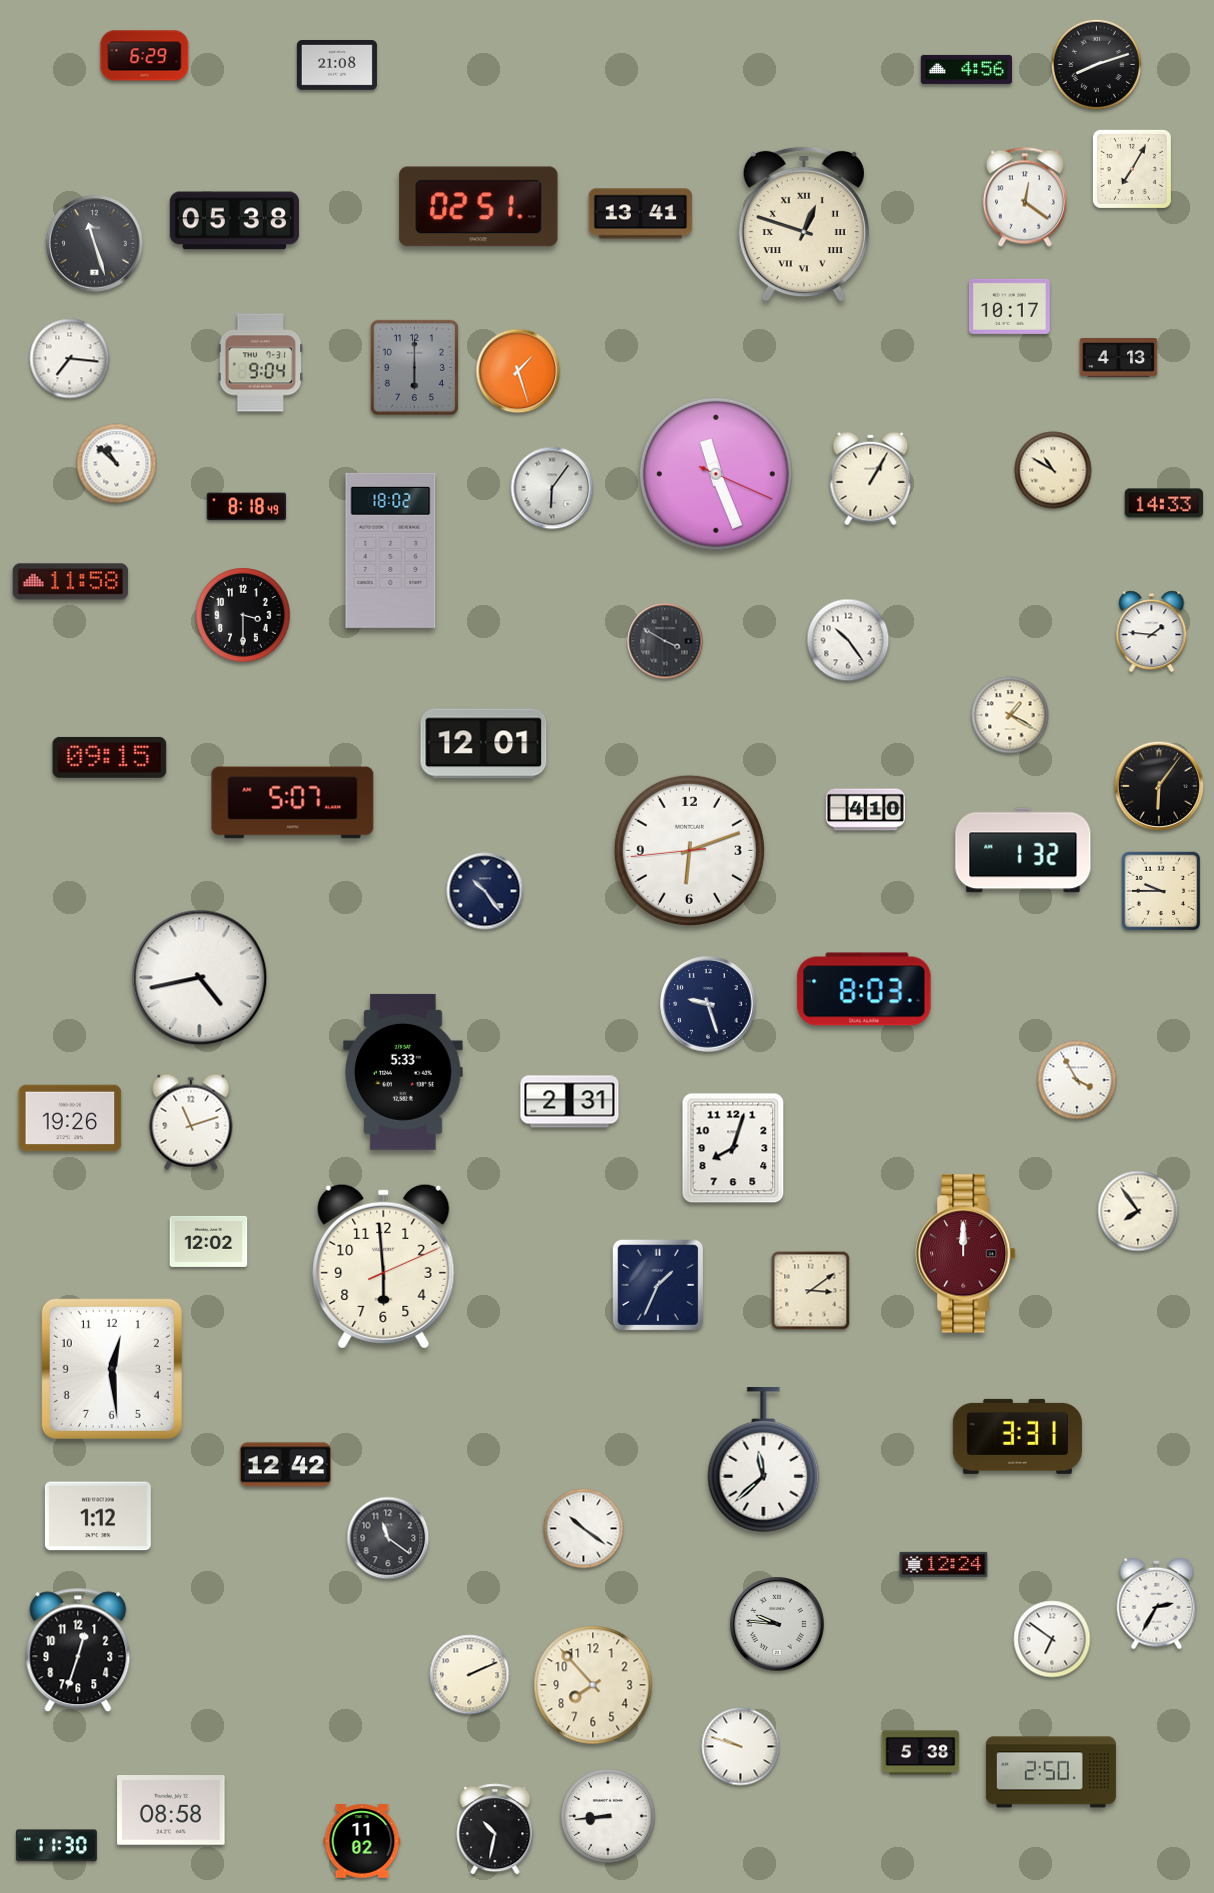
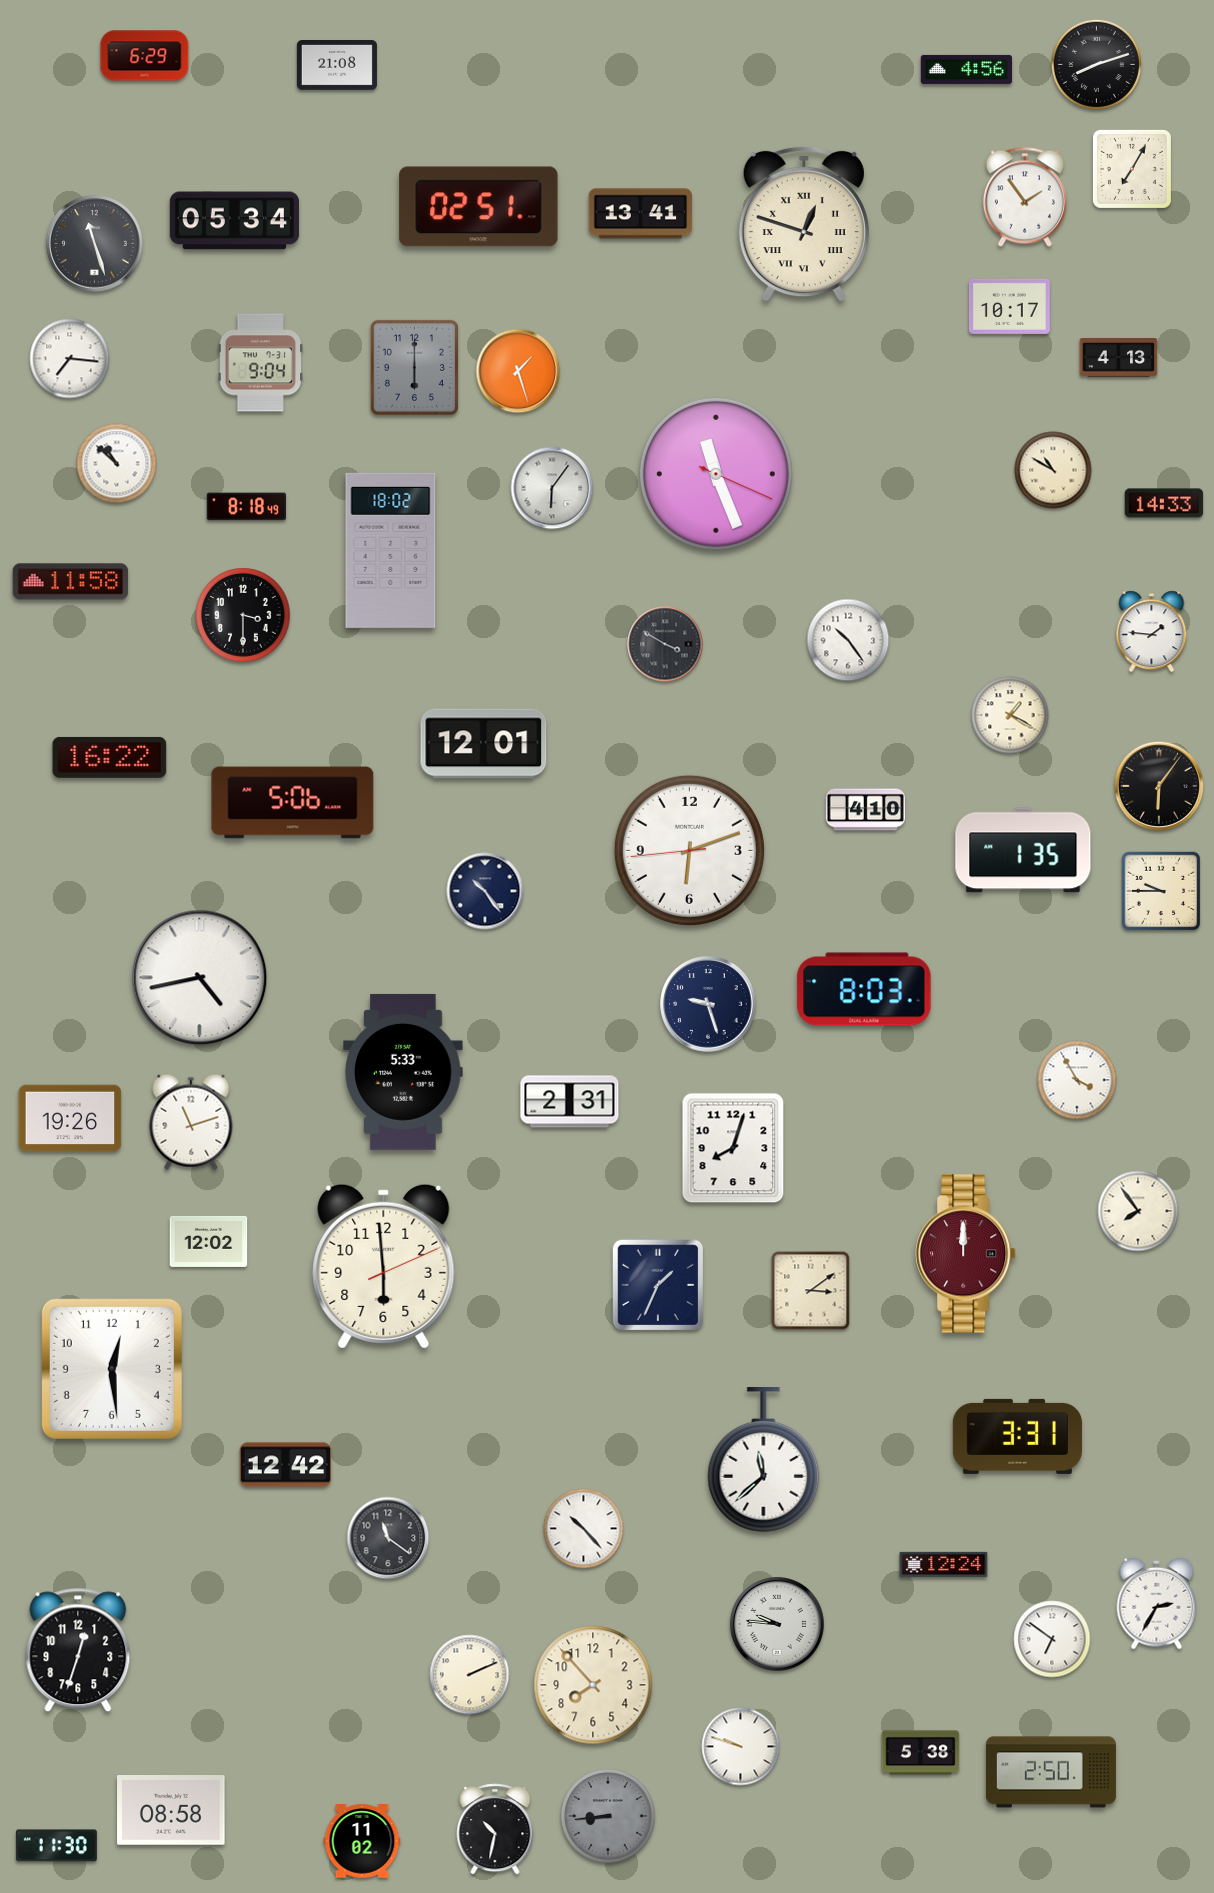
clock at (1025, 197): 12:21 -> 1:54
clock at (234, 221): 05:38 -> 05:34
clock at (871, 479): 1:05 -> none
clock at (665, 641) position: (665, 641) -> (665, 644)
clock at (110, 757): 09:15 -> 16:22
clock at (293, 803): 5:07 -> 5:06
clock at (1023, 850): 1:32 -> 1:35
clock at (98, 1516): 1:12 -> none
clock at (584, 1529): 10:21 -> 10:23
clock at (608, 1816) dial: white -> grey
